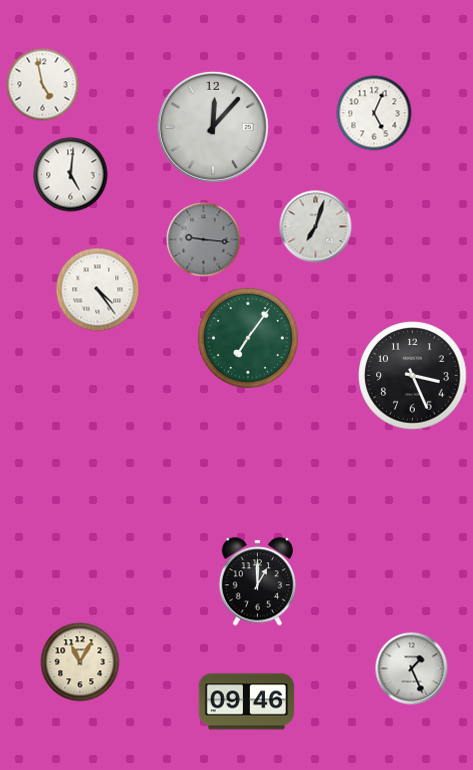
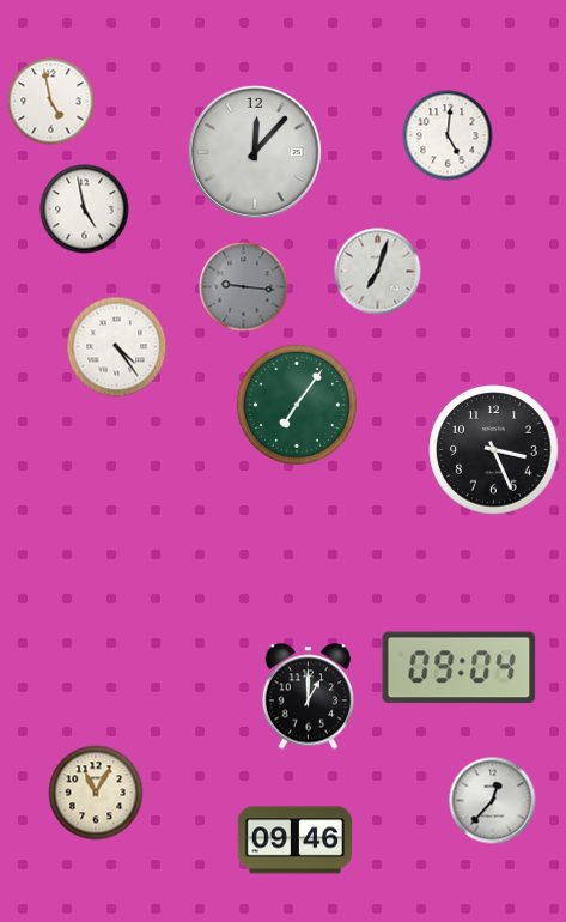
clock at (374, 113): 5:04 -> 5:01
clock at (71, 175): 5:01 -> 4:58
clock at (460, 668): none -> 09:04
clock at (412, 669): 1:26 -> 12:37
